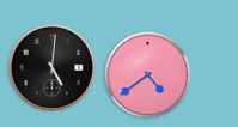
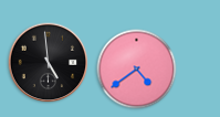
clock at (53, 68): 5:01 -> 4:59
